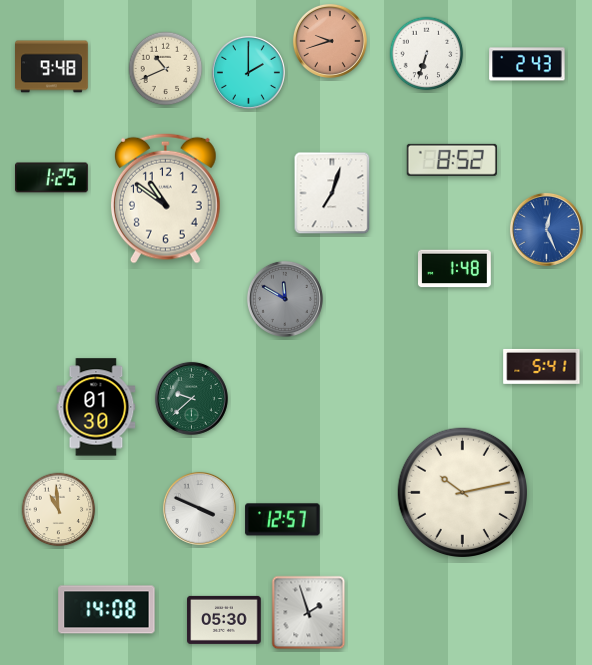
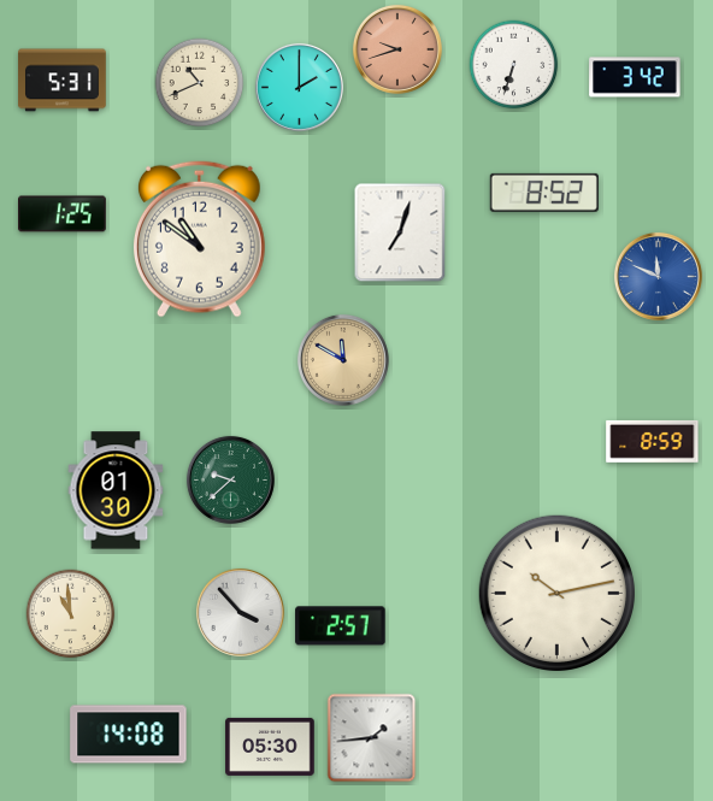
clock at (527, 64): 2:43 -> 3:42
clock at (52, 67): 9:48 -> 5:31
clock at (546, 229): 12:26 -> 11:49
clock at (455, 269): 1:48 -> none
clock at (285, 299) dial: grey -> champagne
clock at (542, 366): 5:41 -> 8:59
clock at (199, 508): 3:49 -> 3:53
clock at (283, 520): 12:57 -> 2:57
clock at (309, 613): 1:57 -> 1:44
